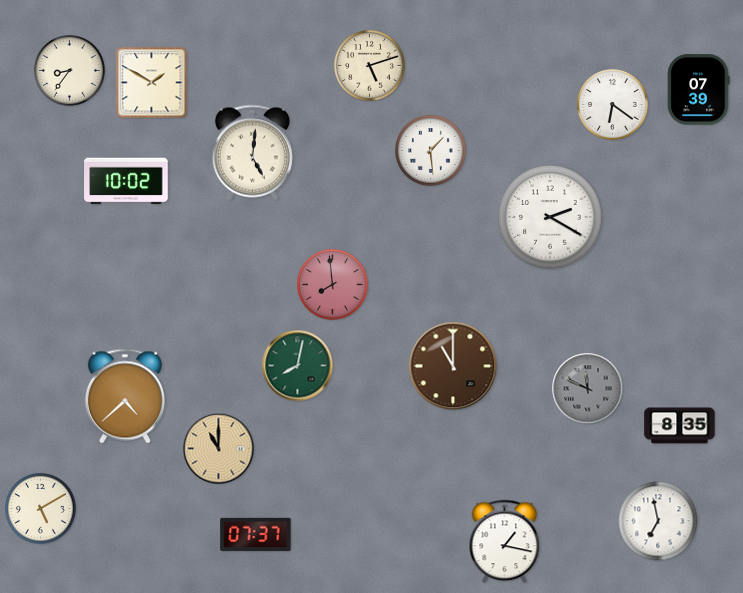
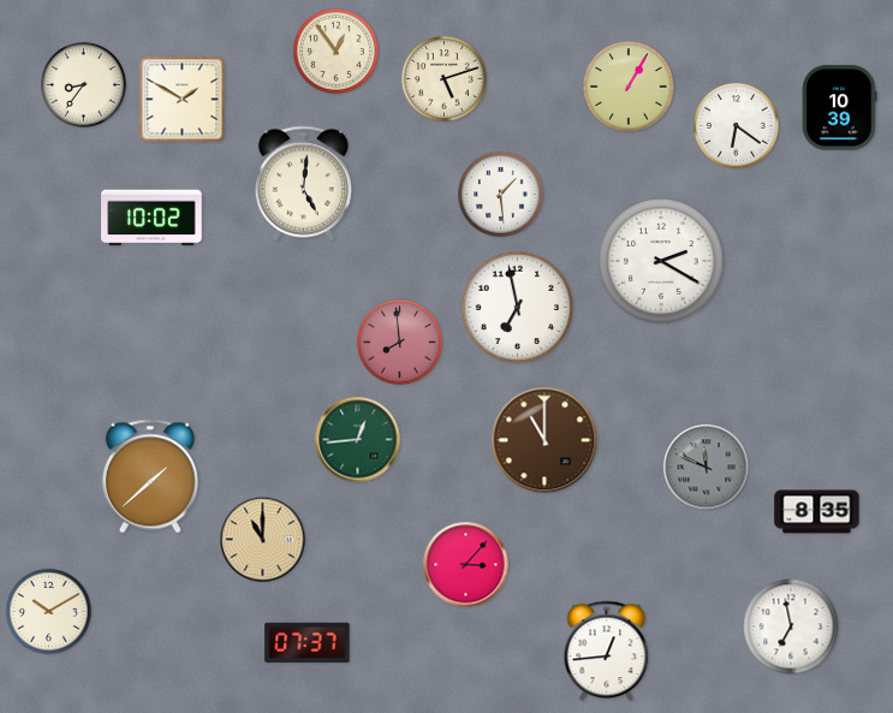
clock at (335, 50): none -> 12:54
clock at (629, 87): none -> 1:05
clock at (699, 90): 07:39 -> 10:39
clock at (430, 150) position: (430, 150) -> (500, 194)
clock at (518, 308): none -> 6:58
clock at (298, 366): 8:02 -> 12:44
clock at (125, 396): 4:38 -> 1:38
clock at (466, 565): none -> 3:07
clock at (40, 508): 5:10 -> 10:10
clock at (505, 542): 1:17 -> 12:44
